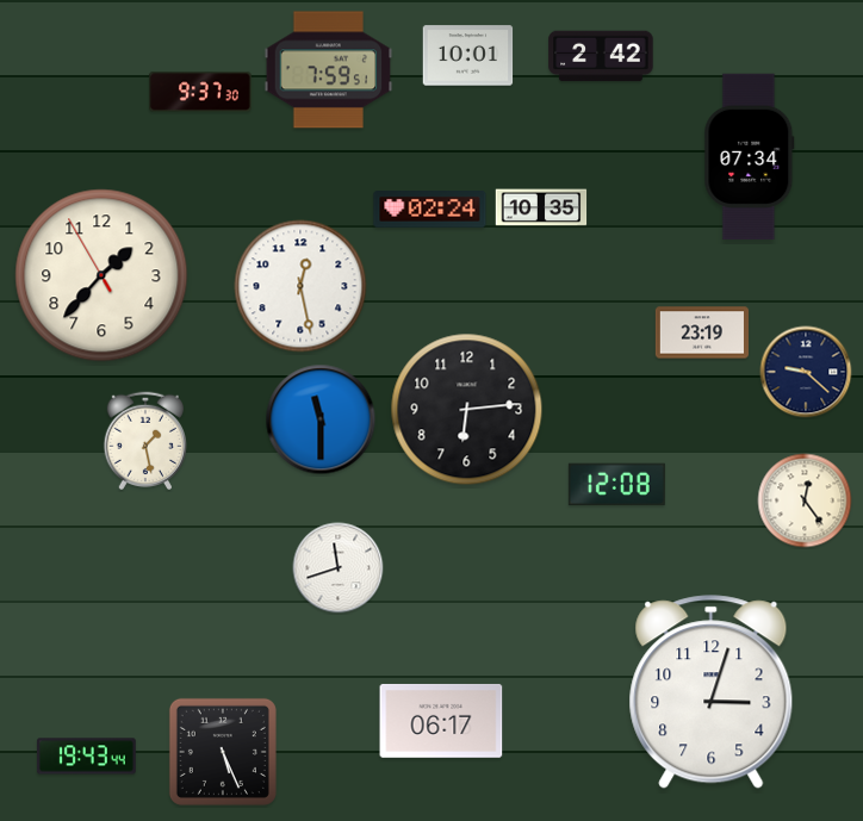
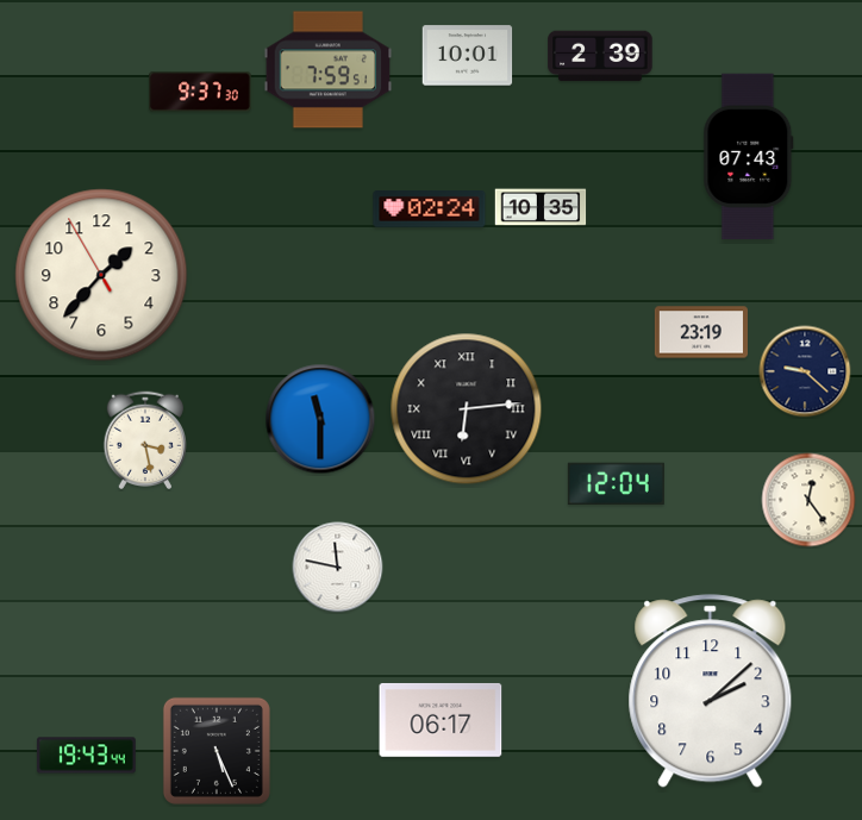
clock at (601, 56): 2:42 -> 2:39
clock at (750, 157): 07:34 -> 07:43
clock at (300, 286): 12:28 -> none
clock at (467, 410) numerals: Arabic -> Roman
clock at (145, 440): 1:28 -> 3:28
clock at (616, 485): 12:08 -> 12:04
clock at (805, 500) position: (805, 500) -> (808, 500)
clock at (339, 568): 11:42 -> 11:47
clock at (712, 692): 3:03 -> 2:08
clock at (223, 752) position: (223, 752) -> (217, 751)
